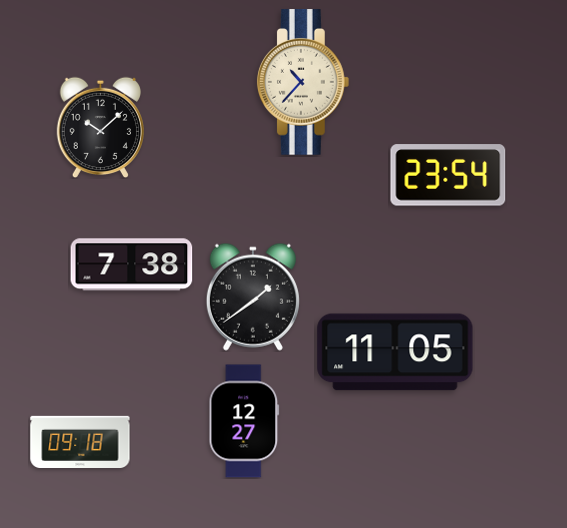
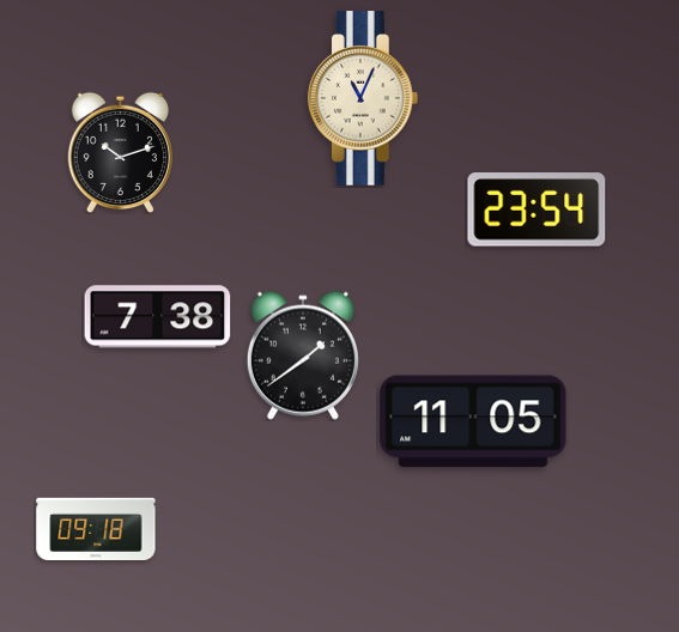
clock at (303, 82): 10:37 -> 11:04
clock at (100, 127): 10:08 -> 10:12
clock at (244, 421): 12:27 -> none
